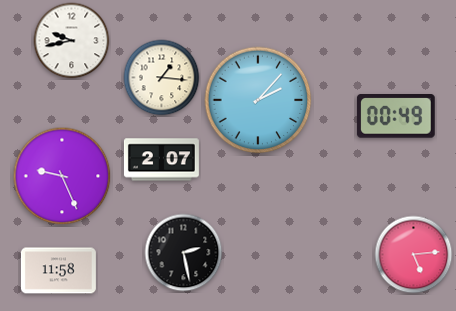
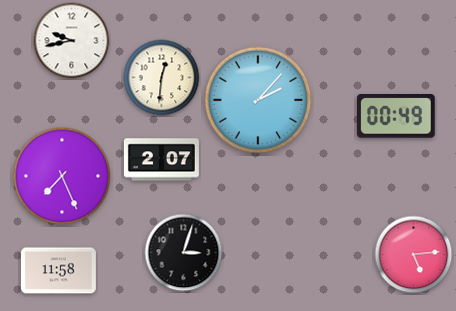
clock at (162, 78): 1:16 -> 12:31
clock at (62, 176): 9:26 -> 7:26
clock at (184, 253): 2:28 -> 3:03
